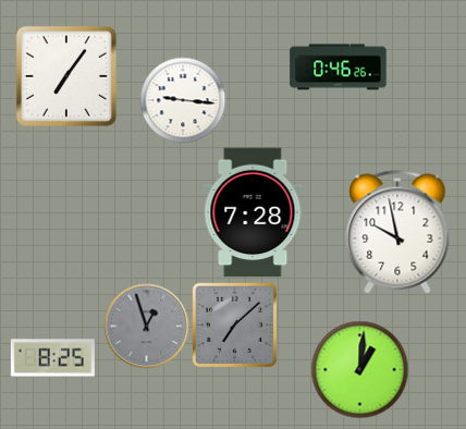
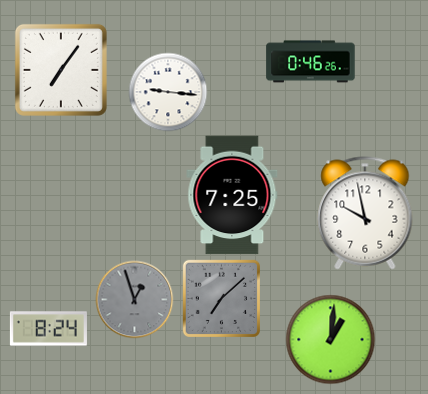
clock at (253, 212): 7:28 -> 7:25
clock at (234, 324) position: (234, 324) -> (221, 298)
clock at (52, 358): 8:25 -> 8:24
